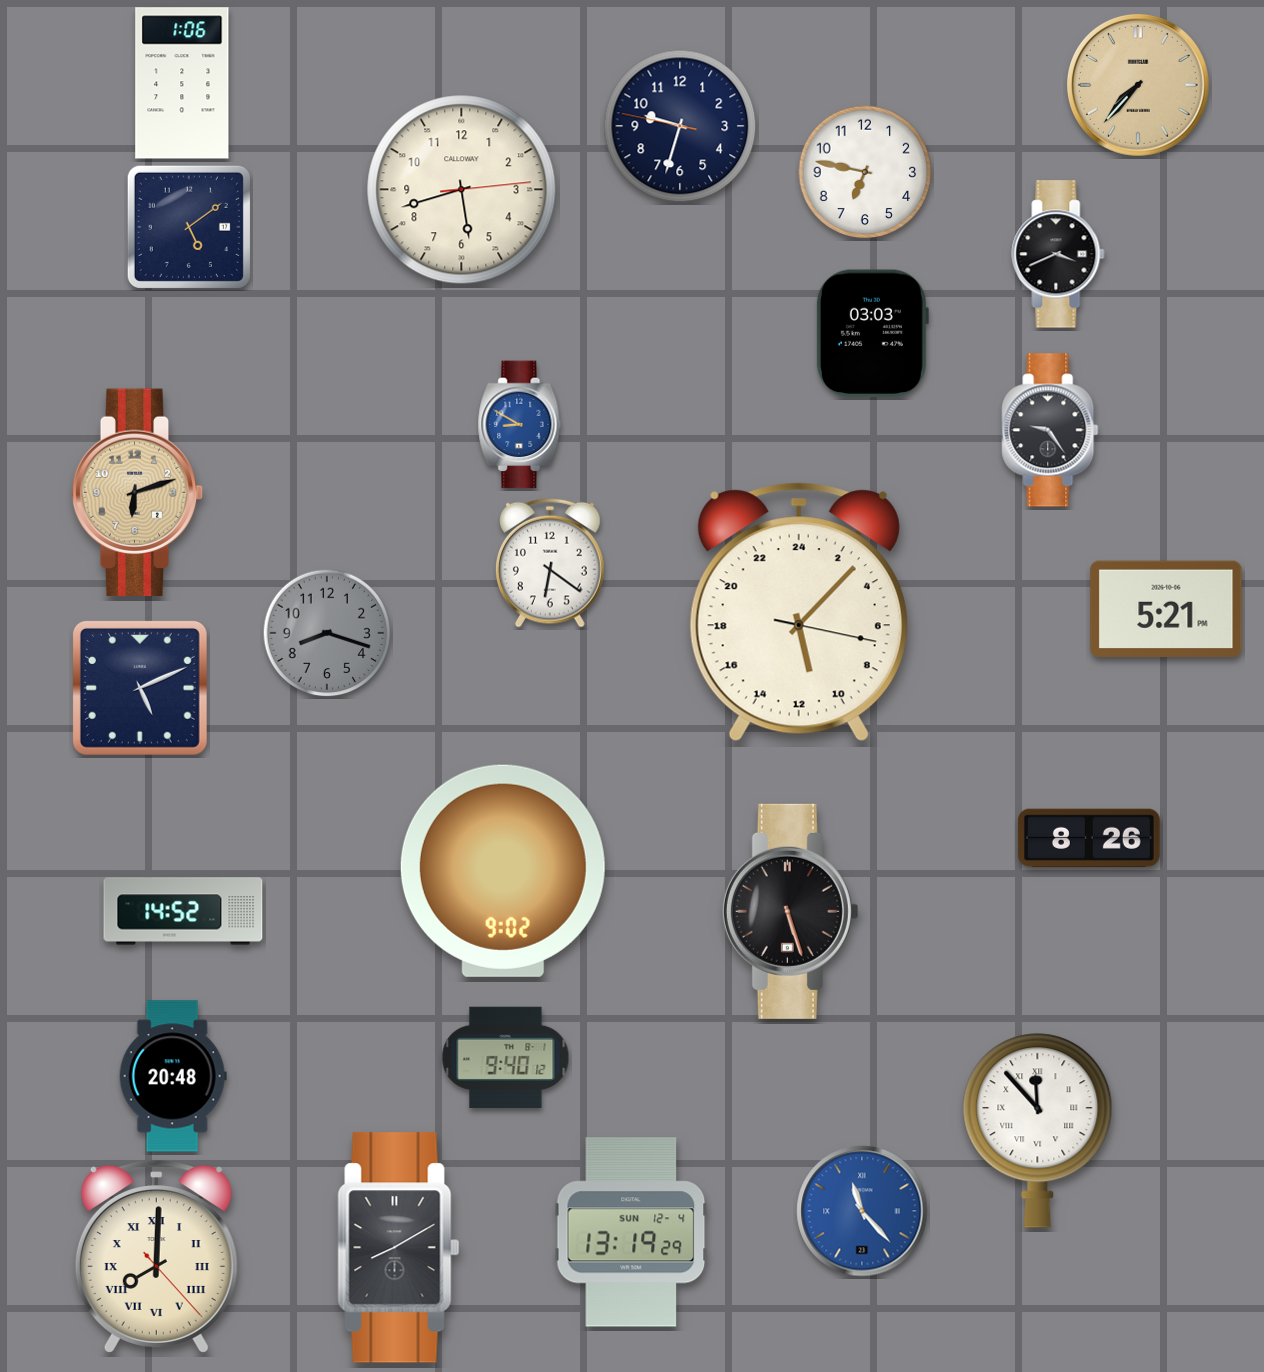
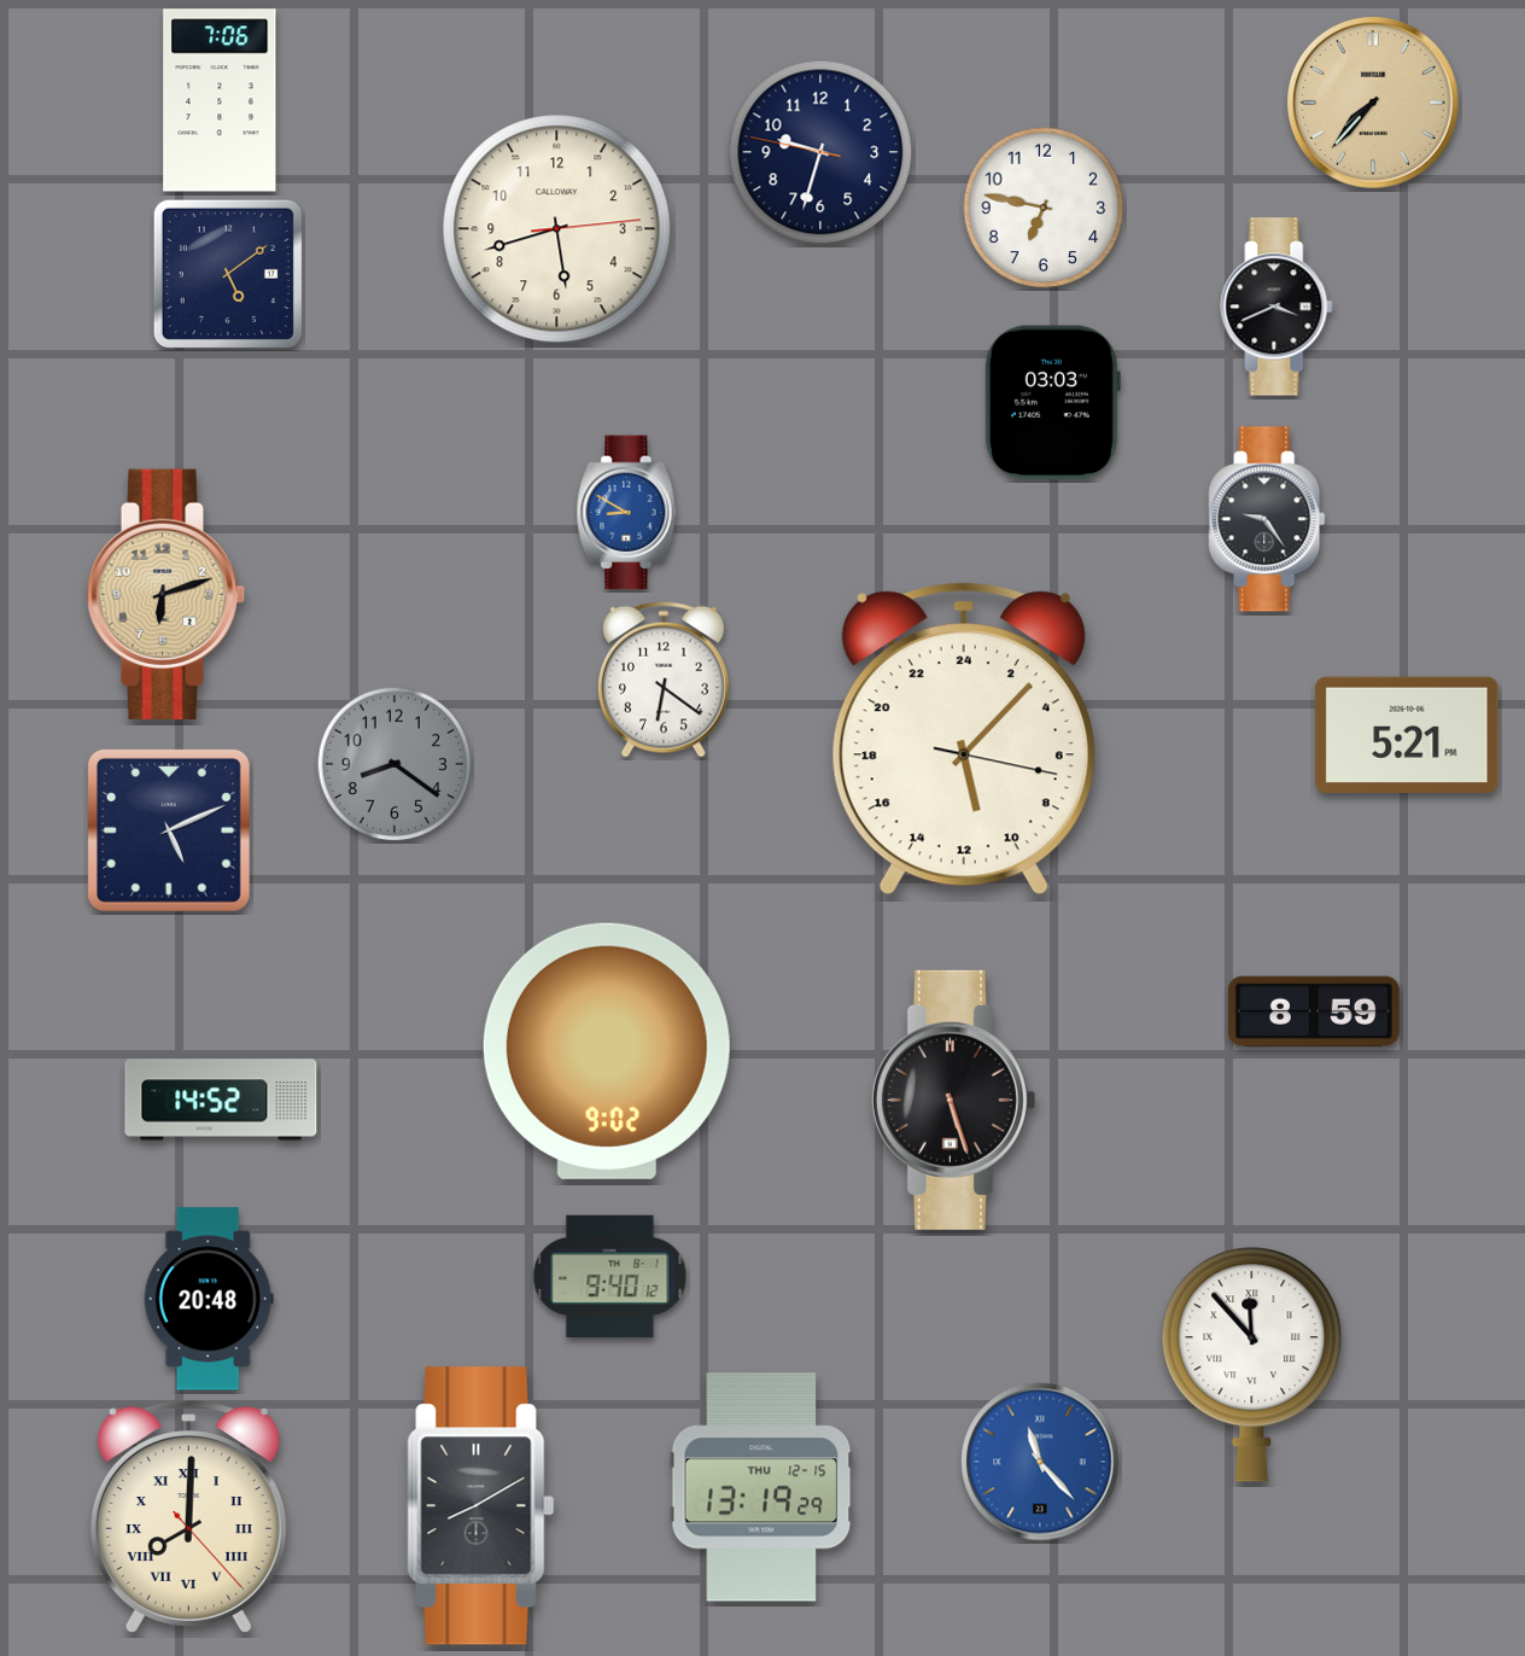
clock at (182, 83): 1:06 -> 7:06
clock at (327, 633): 8:18 -> 8:21
clock at (1089, 838): 8:26 -> 8:59
clock at (631, 1232) date: SUN 12-4 -> THU 12-15
